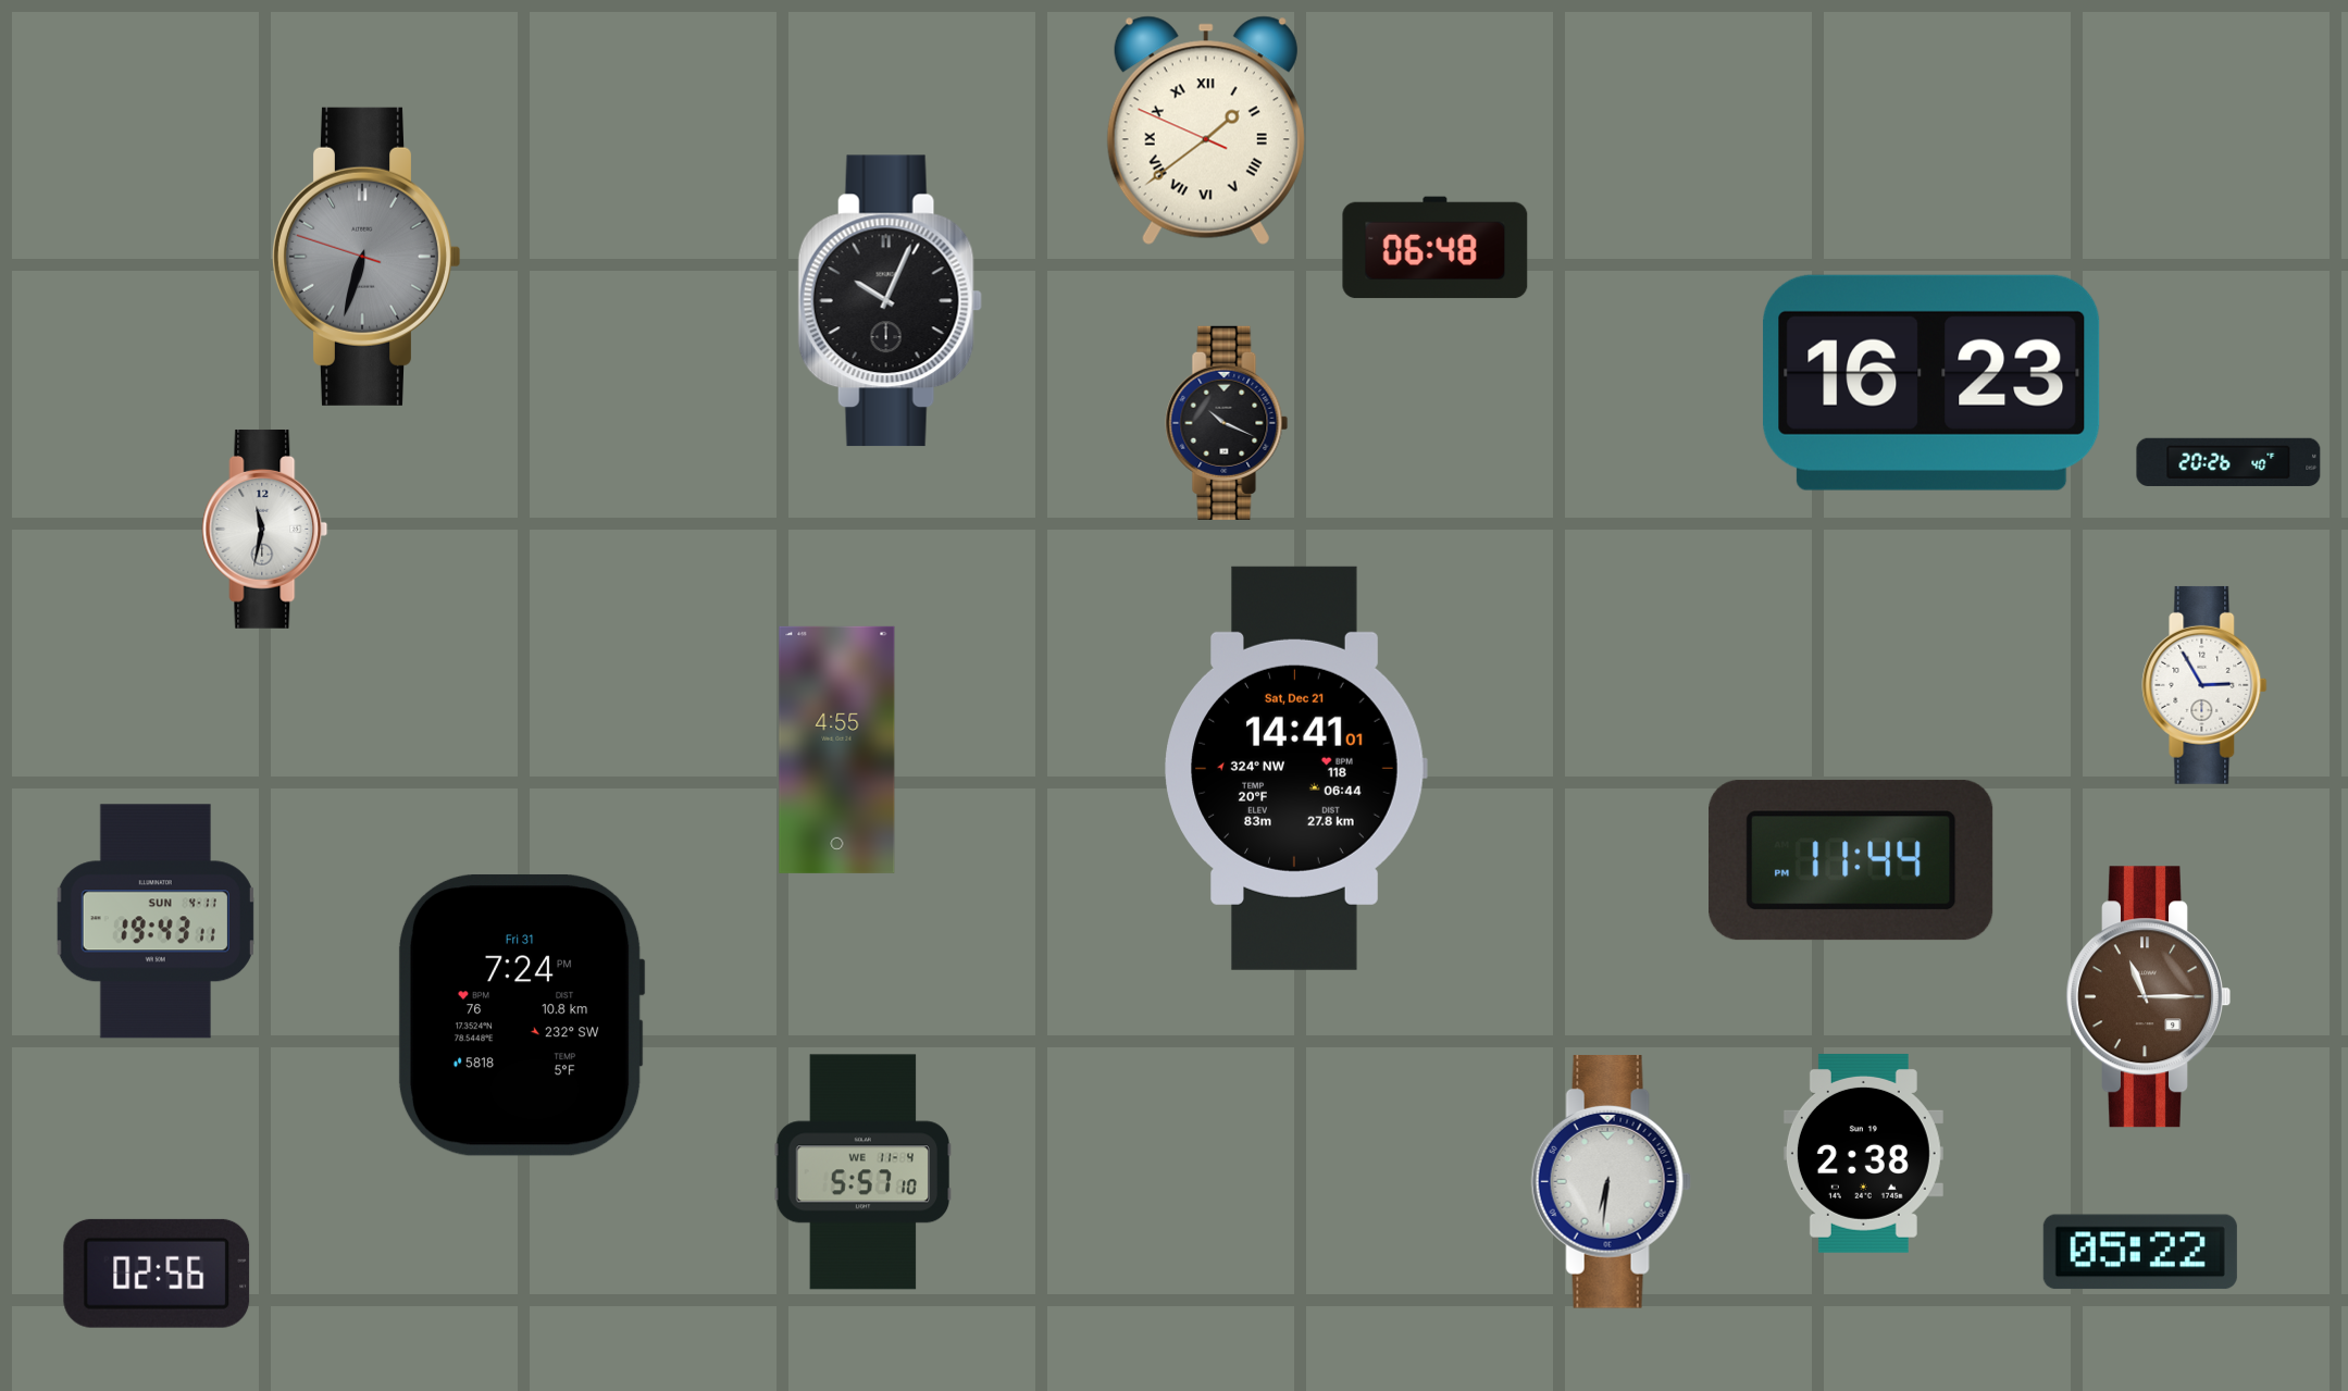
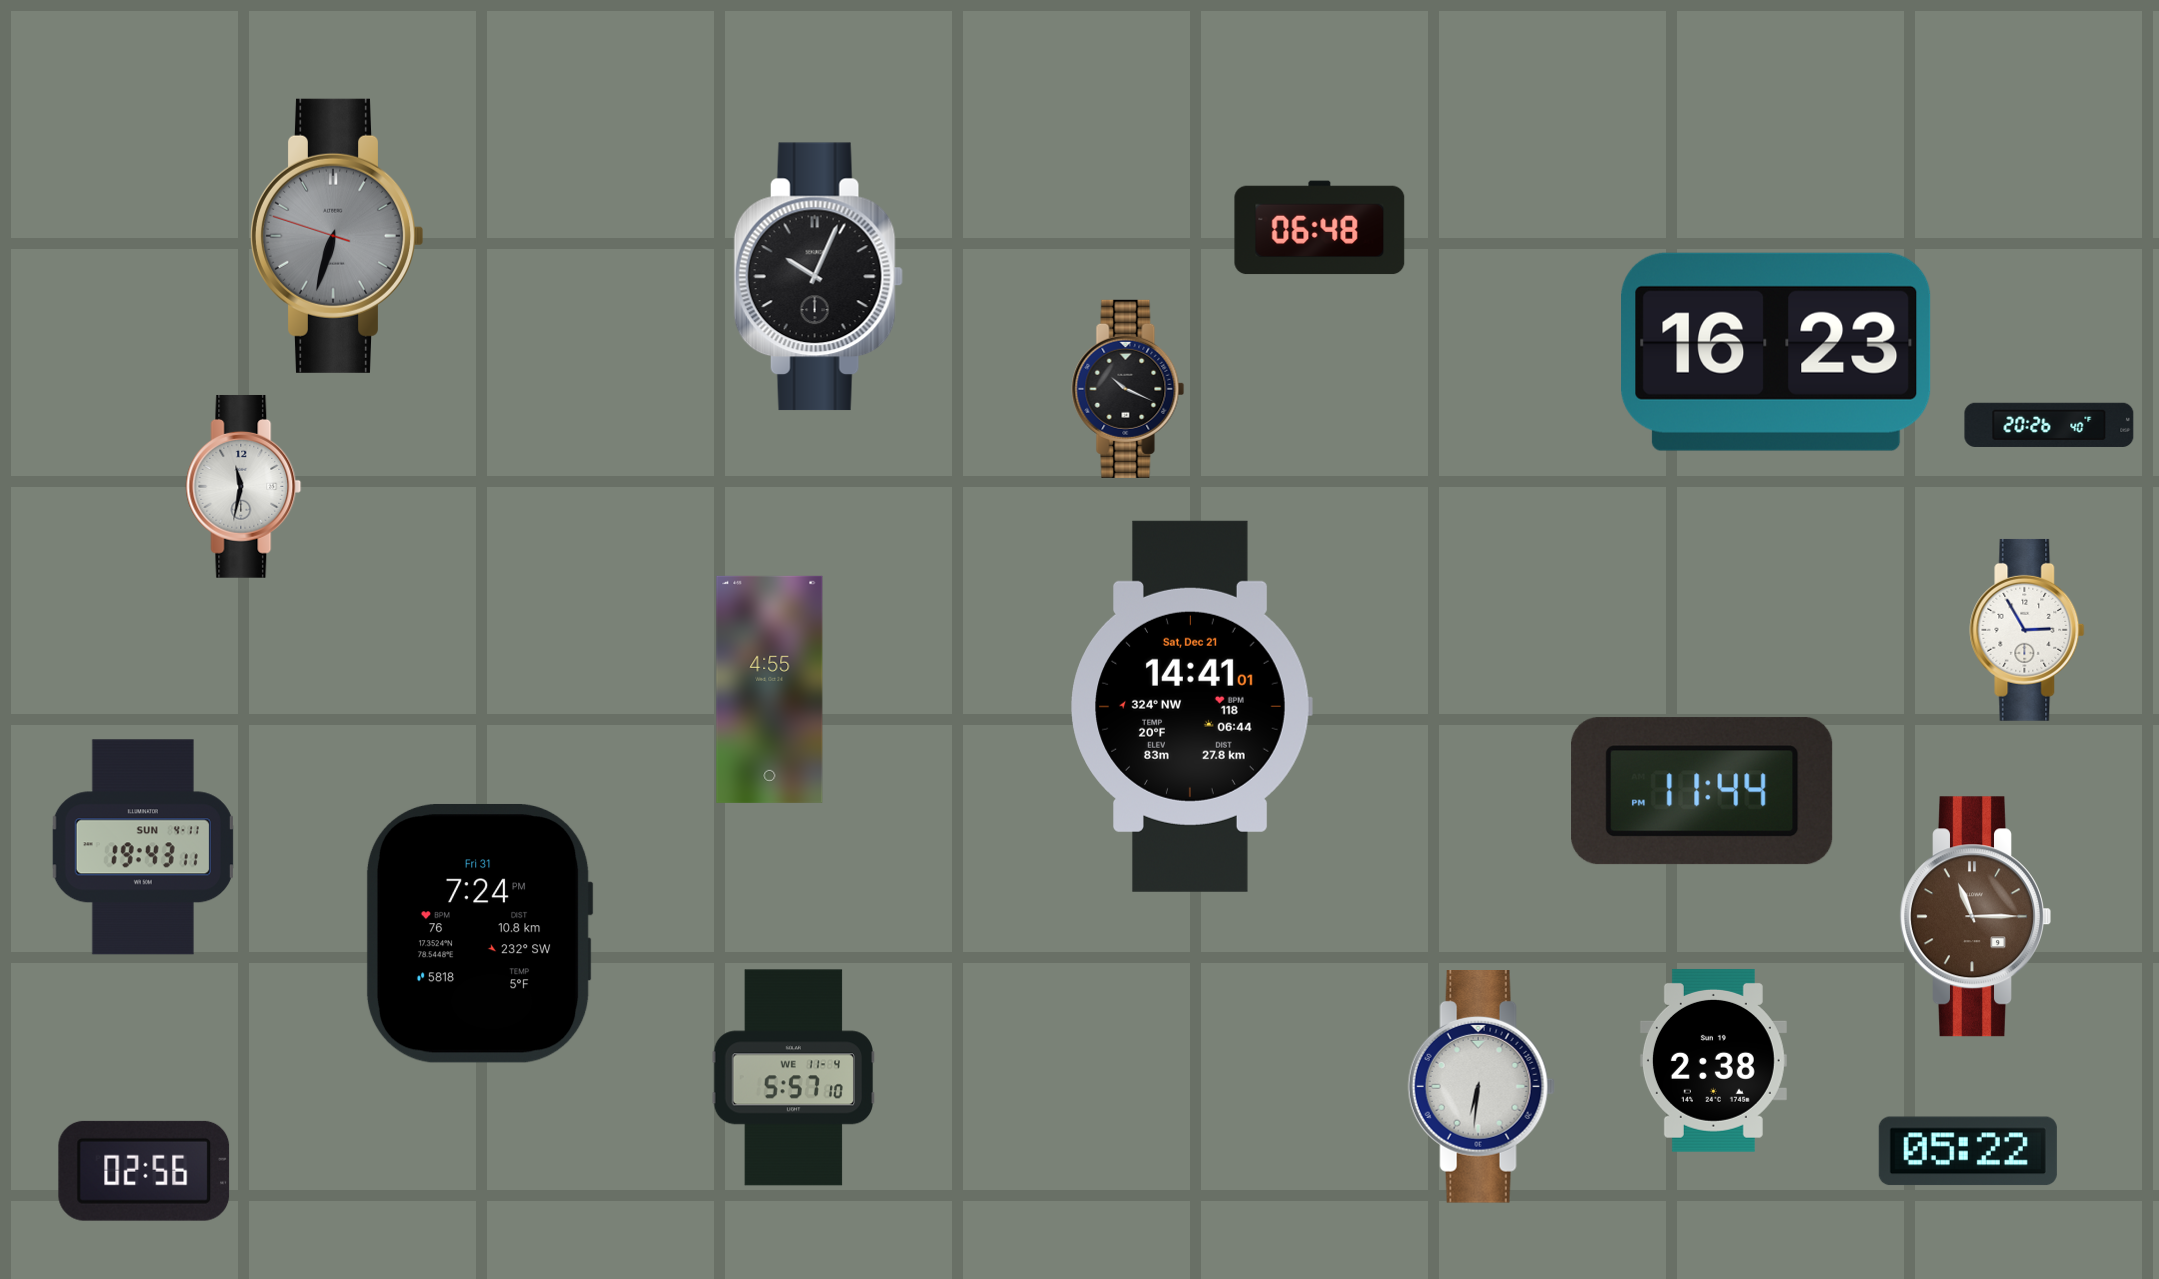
clock at (1206, 131): 1:38 -> none
